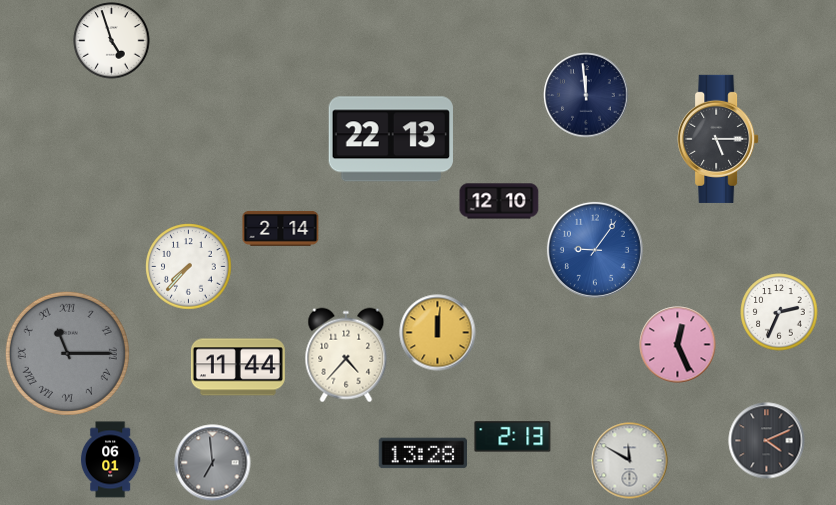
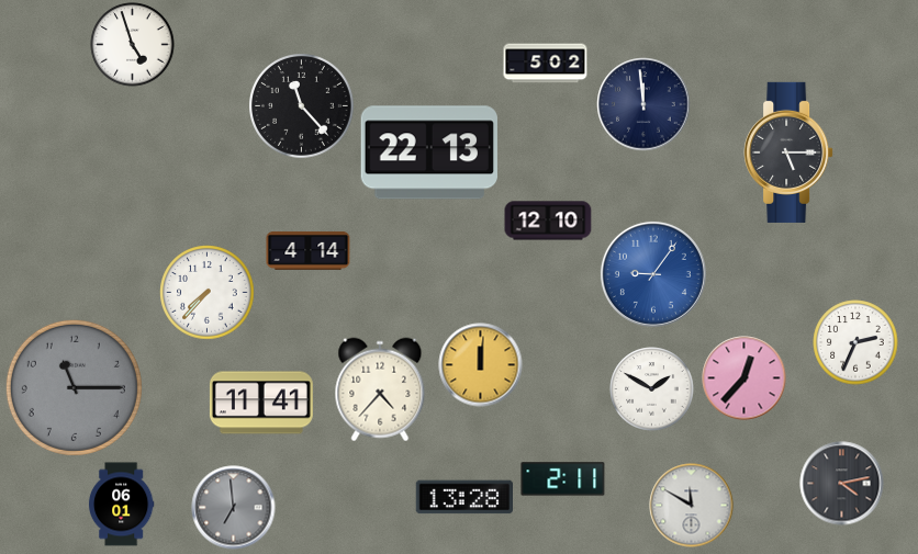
clock at (112, 41) position: (112, 41) -> (133, 45)
clock at (546, 64): none -> 5:02
clock at (302, 106): none -> 11:23
clock at (281, 228): 2:14 -> 4:14
clock at (678, 345): 12:26 -> 12:37
clock at (67, 353) numerals: Roman -> Arabic
clock at (652, 389): none -> 1:50
clock at (238, 367): 11:44 -> 11:41
clock at (513, 437): 2:13 -> 2:11
clock at (767, 441): 4:11 -> 4:13
